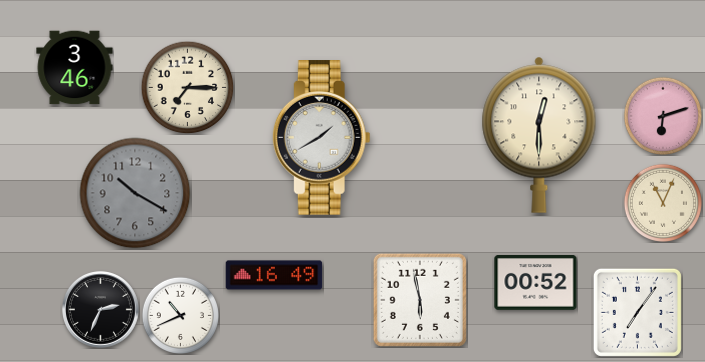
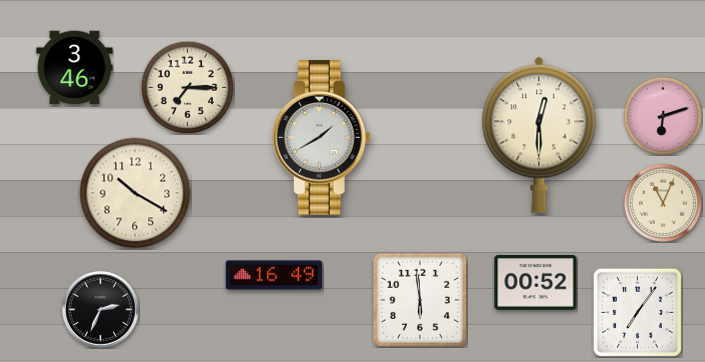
clock at (135, 193) dial: grey -> cream
clock at (420, 300): 5:58 -> 5:59
clock at (180, 315): 10:41 -> none
